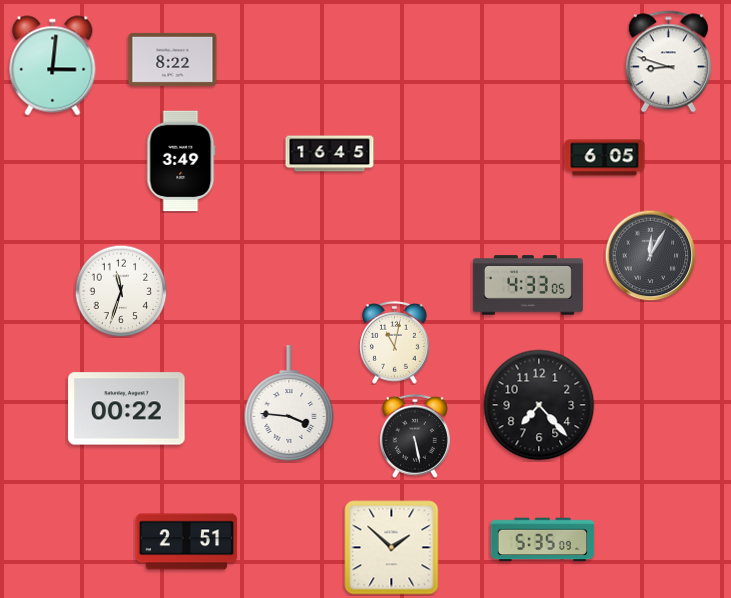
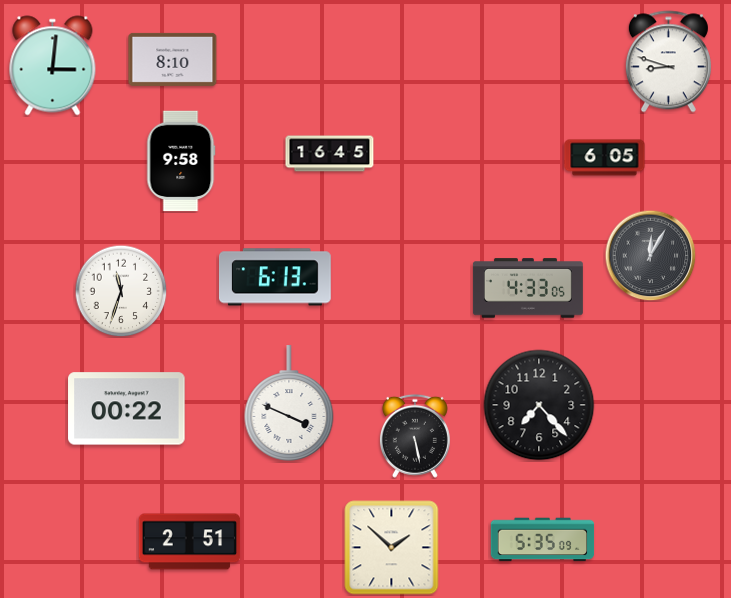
clock at (173, 59): 8:22 -> 8:10
clock at (181, 161): 3:49 -> 9:58
clock at (275, 277): none -> 6:13
clock at (528, 285) position: (528, 285) -> (528, 288)
clock at (395, 342): 11:02 -> none
clock at (289, 403): 3:46 -> 3:49
clock at (187, 542) position: (187, 542) -> (190, 542)
